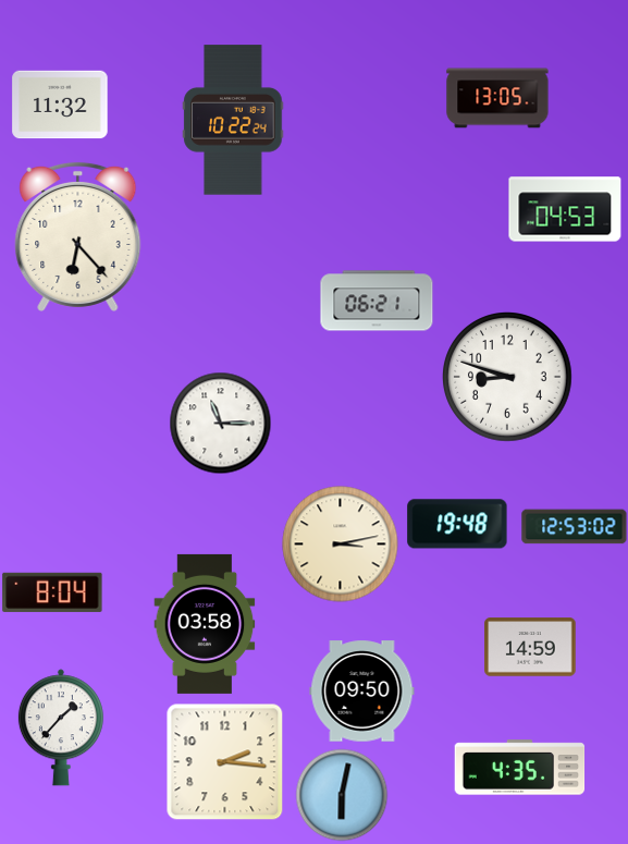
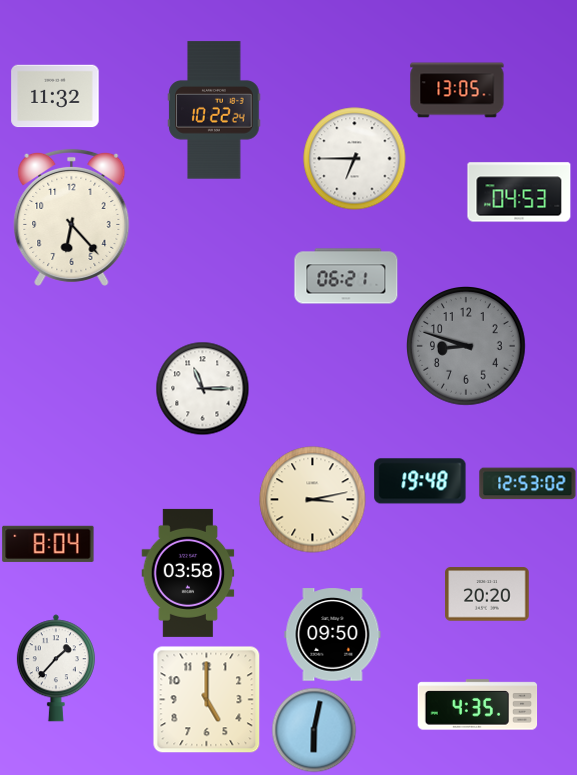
clock at (355, 159): none -> 6:45
clock at (508, 378) dial: white -> grey
clock at (530, 647): 14:59 -> 20:20
clock at (225, 762): 2:16 -> 5:00
